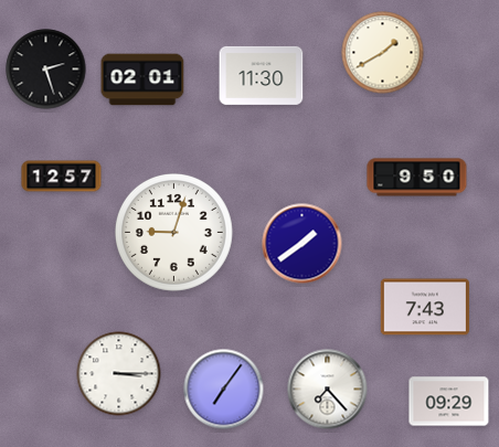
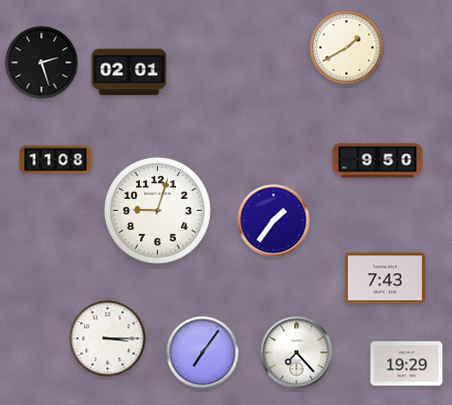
clock at (262, 75): 11:30 -> none
clock at (62, 177): 12:57 -> 11:08
clock at (302, 244): 1:39 -> 1:36
clock at (449, 402): 09:29 -> 19:29
